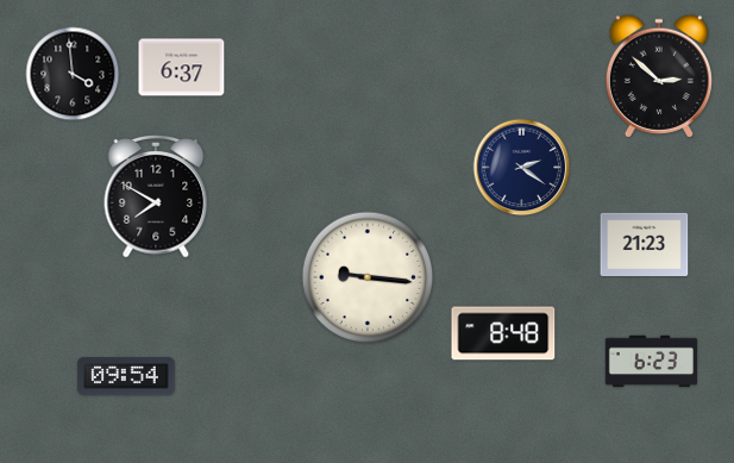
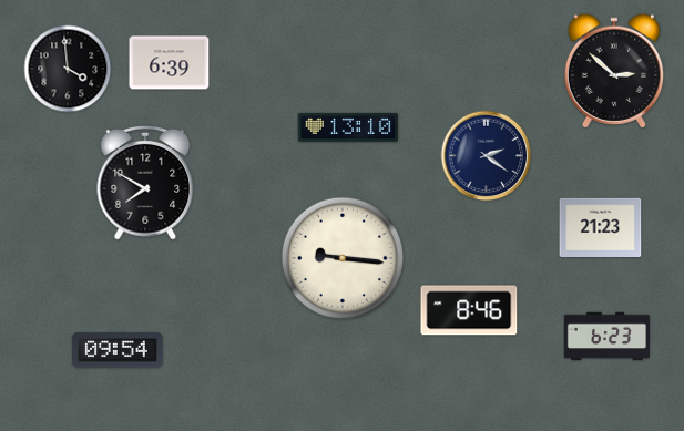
clock at (182, 68): 6:37 -> 6:39
clock at (348, 127): none -> 13:10
clock at (503, 333): 8:48 -> 8:46
